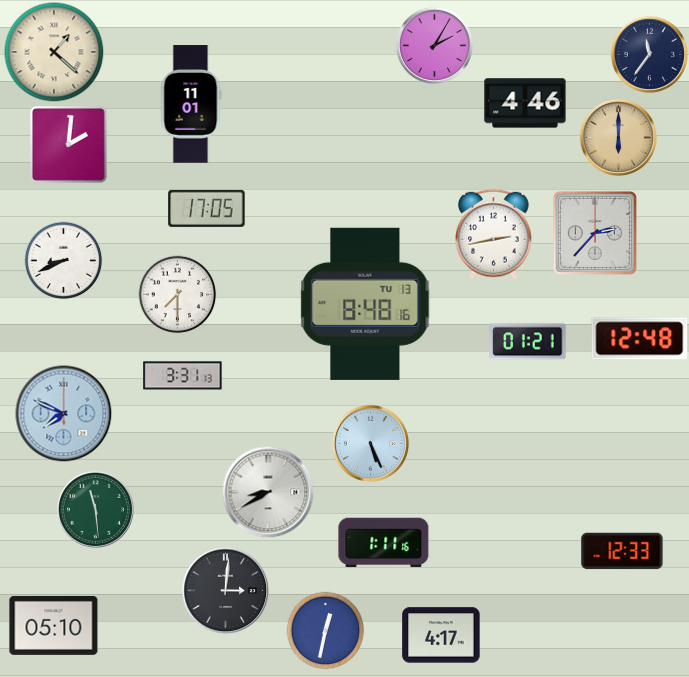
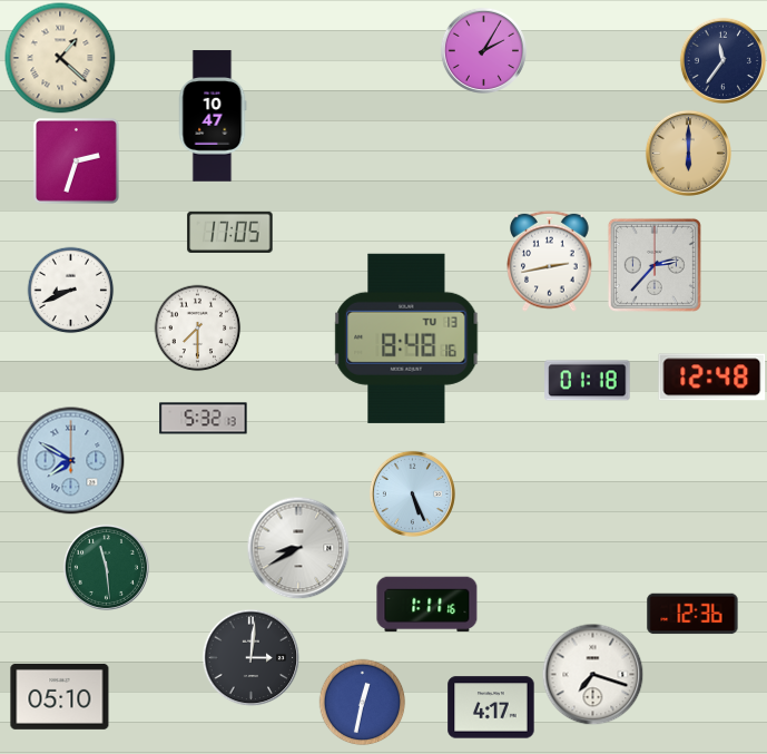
clock at (525, 103): 4:46 -> none
clock at (191, 104): 11:01 -> 10:47
clock at (68, 144): 2:01 -> 2:33
clock at (595, 233) position: (595, 233) -> (655, 265)
clock at (528, 342): 01:21 -> 01:18
clock at (183, 376): 3:31 -> 5:32
clock at (64, 414): 7:49 -> 7:50
clock at (622, 551): 12:33 -> 12:36
clock at (592, 674): none -> 7:18
